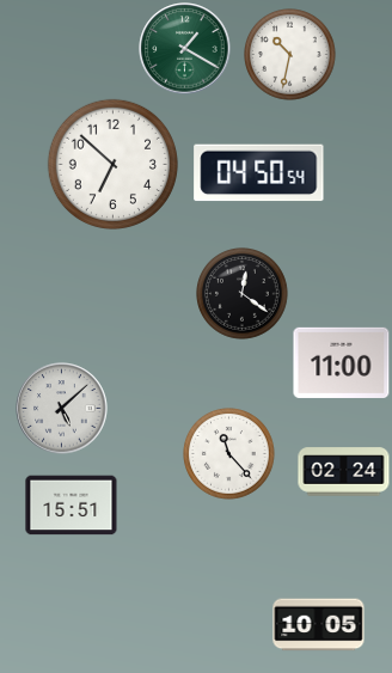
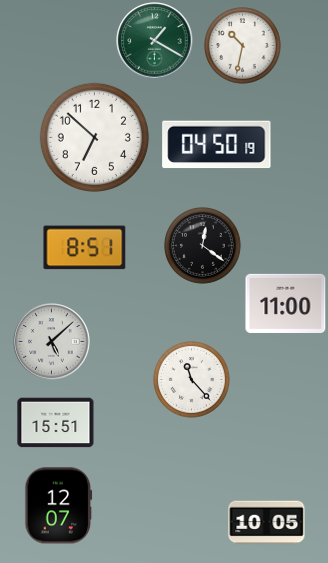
clock at (259, 173): 04:50:54 -> 04:50:19
clock at (85, 248): none -> 8:51
clock at (344, 472): 02:24 -> none
clock at (72, 506) position: (72, 506) -> (56, 423)
clock at (59, 506): none -> 12:07
